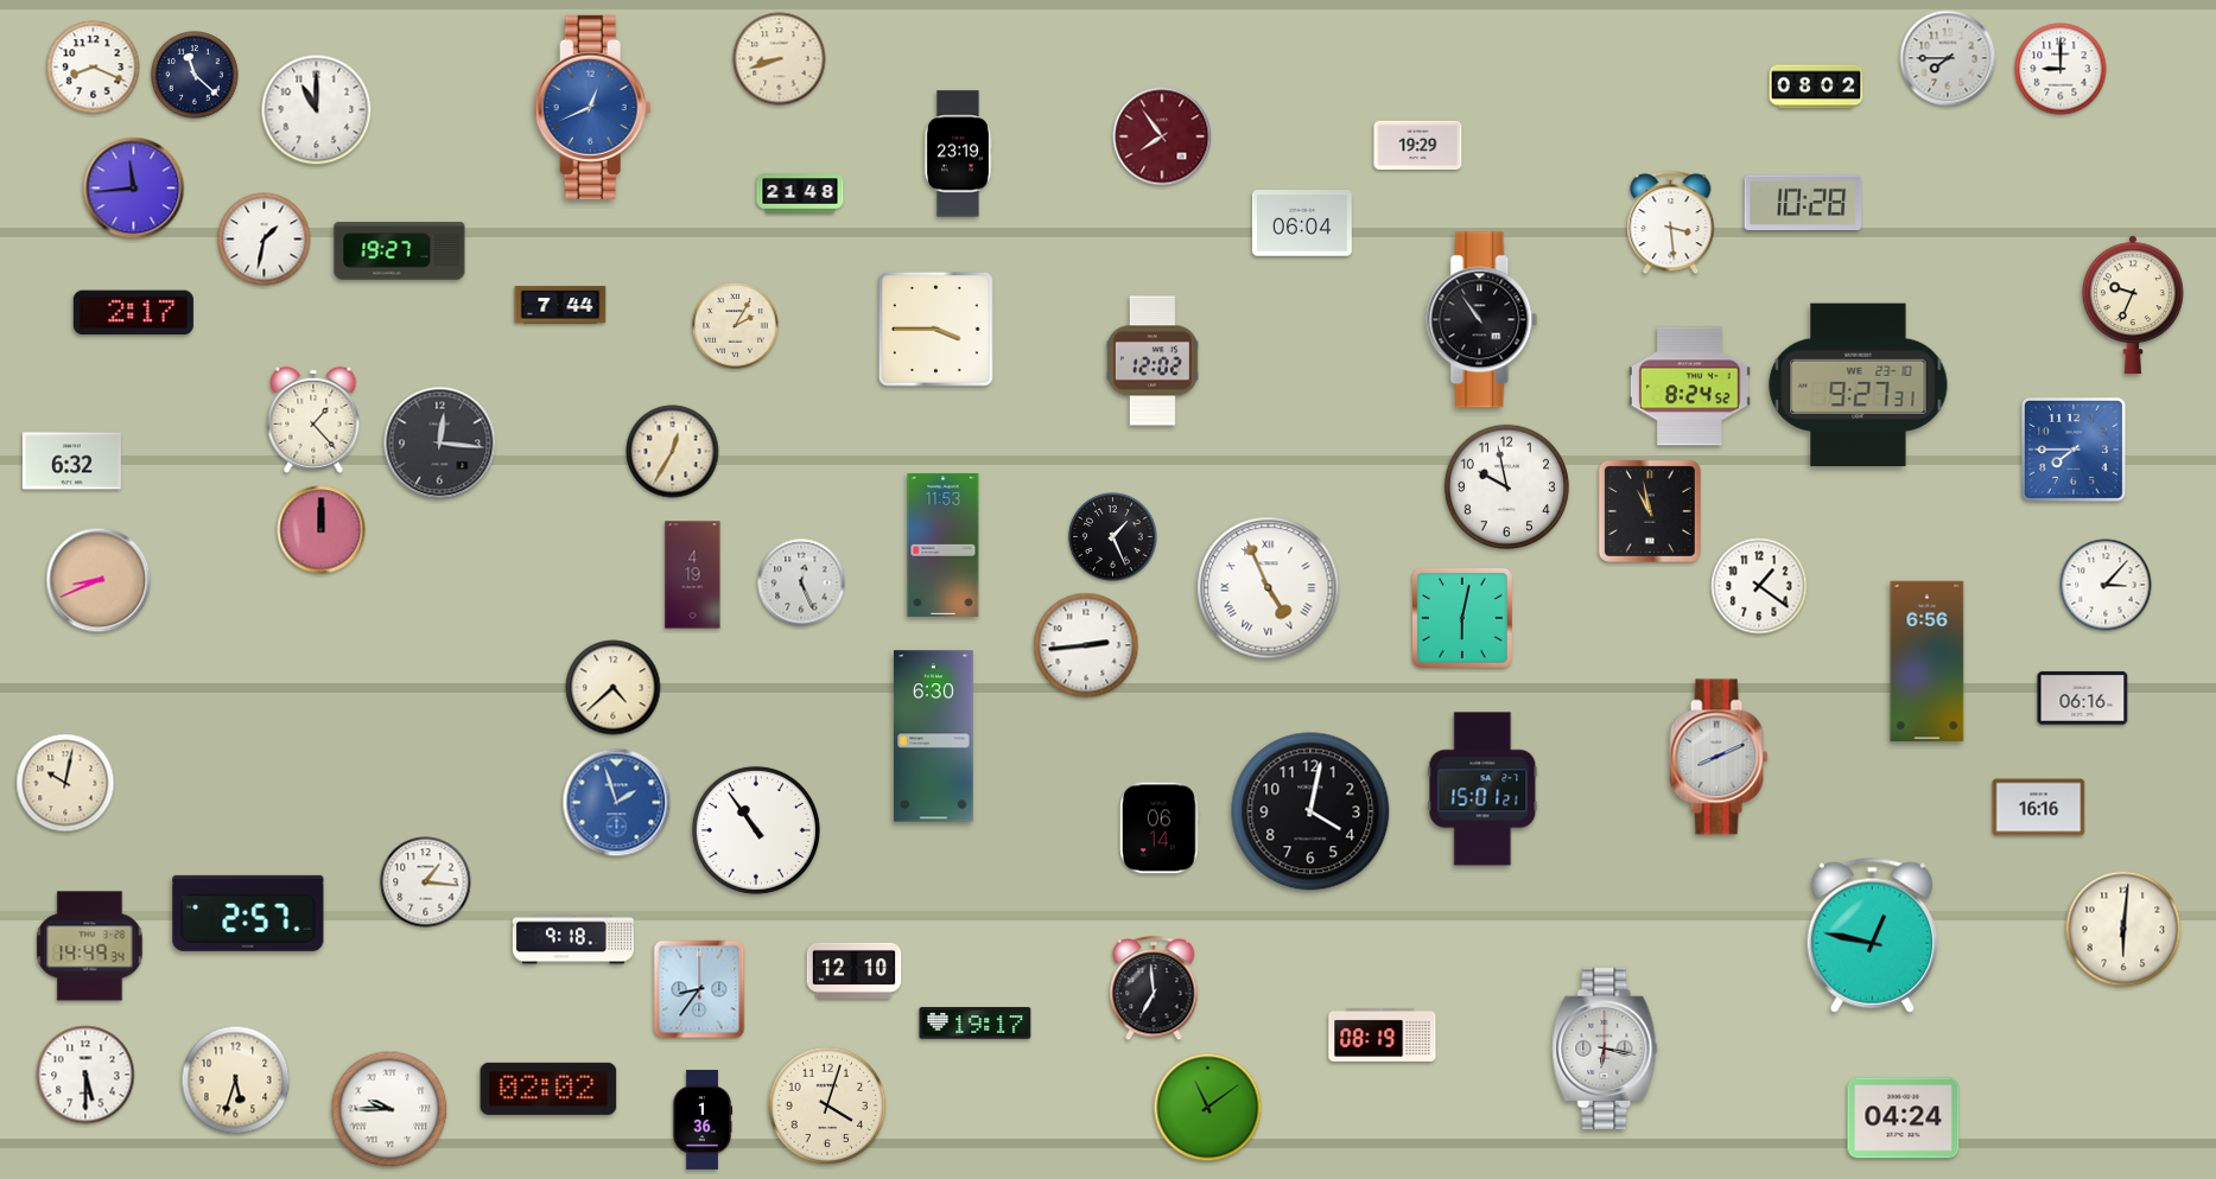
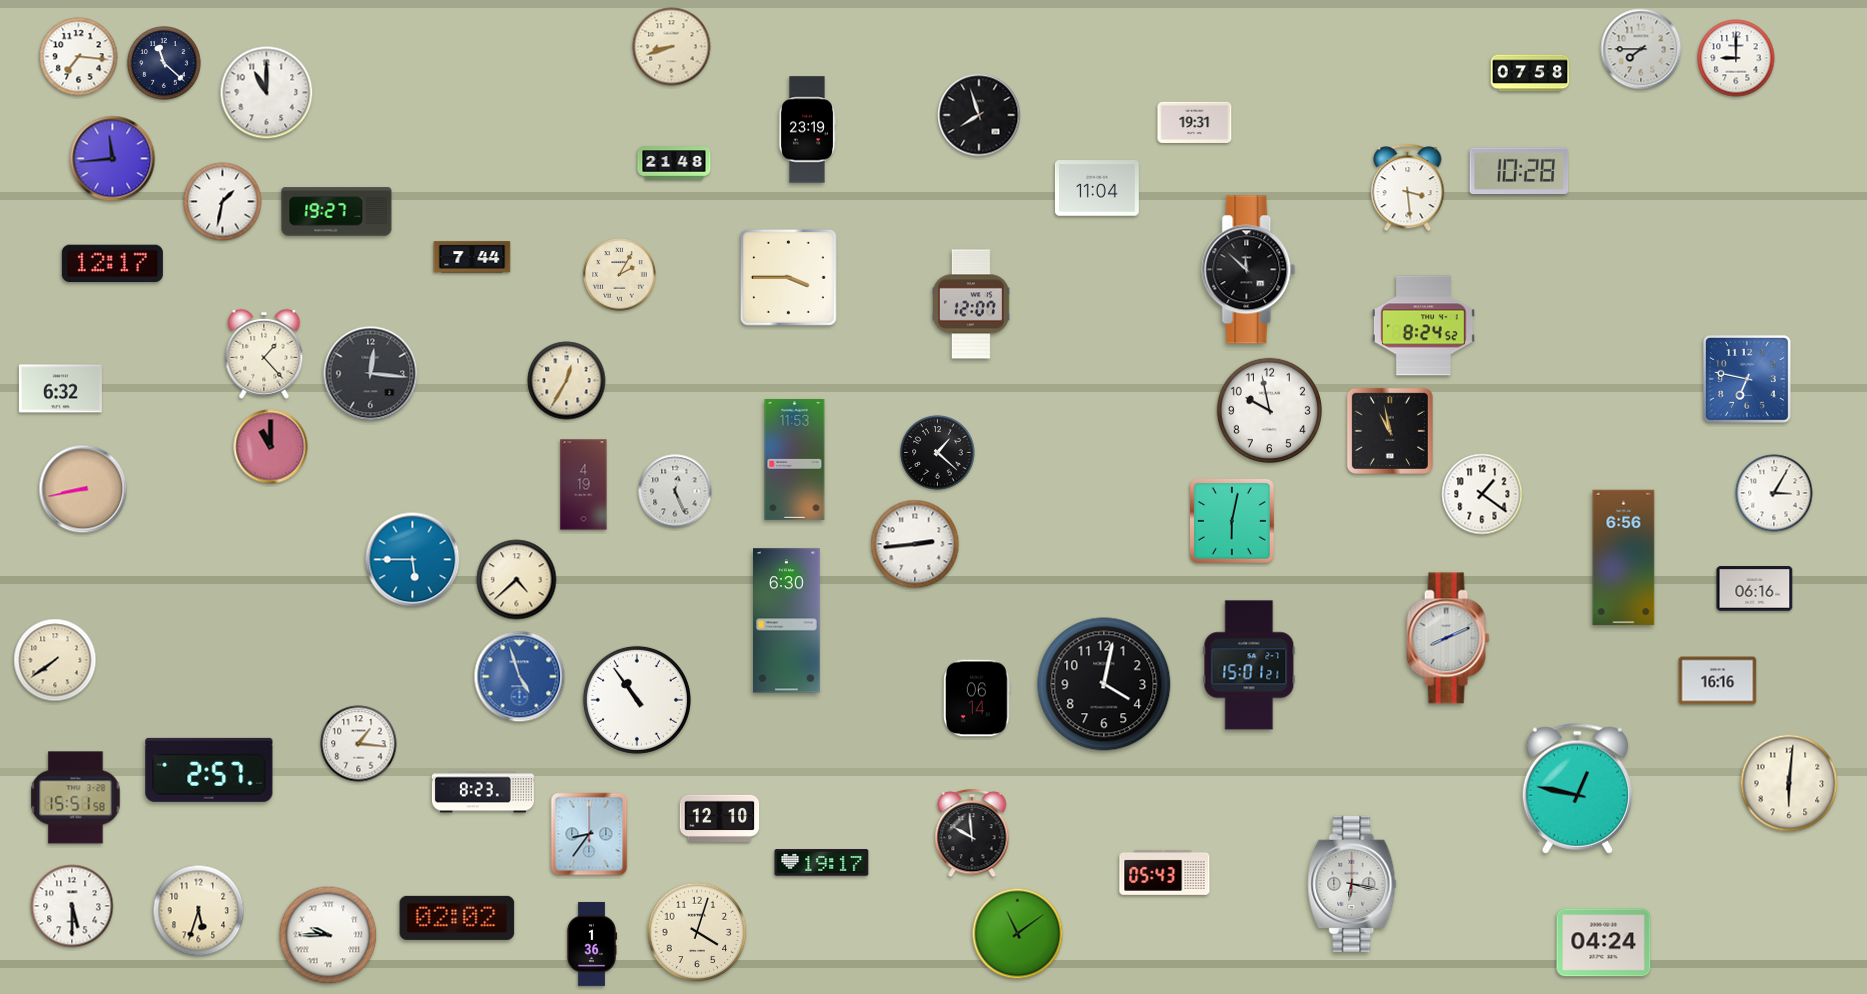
clock at (780, 59) position: (780, 59) -> (672, 47)
clock at (94, 68): 8:19 -> 7:16
clock at (1816, 87): 08:02 -> 07:58
clock at (592, 107): 12:41 -> none
clock at (1162, 136): 7:54 -> 7:57
clock at (1162, 136) dial: burgundy -> black
clock at (1418, 145): 19:29 -> 19:31
clock at (1302, 223): 06:04 -> 11:04
clock at (2133, 305): 9:34 -> none
clock at (133, 313): 2:17 -> 12:17
clock at (1482, 320): 10:54 -> 11:52
clock at (1153, 361): 12:02 -> 12:07
clock at (1859, 385): 9:27 -> none
clock at (2074, 450): 7:45 -> 6:47
clock at (322, 530): 12:00 -> 11:00
clock at (1113, 537): 1:26 -> 1:22
clock at (99, 580): 8:41 -> 8:43
clock at (2106, 585): 3:07 -> 3:05
clock at (1269, 588): 4:56 -> none
clock at (413, 560): none -> 5:45
clock at (65, 783): 10:02 -> 7:39
clock at (617, 803): 1:57 -> 4:57
clock at (573, 939): 9:18 -> 8:23
clock at (90, 947): 14:49 -> 15:51
clock at (1154, 989): 6:59 -> 9:59
clock at (1383, 1034): 08:19 -> 05:43
clock at (548, 1089) position: (548, 1089) -> (457, 918)
